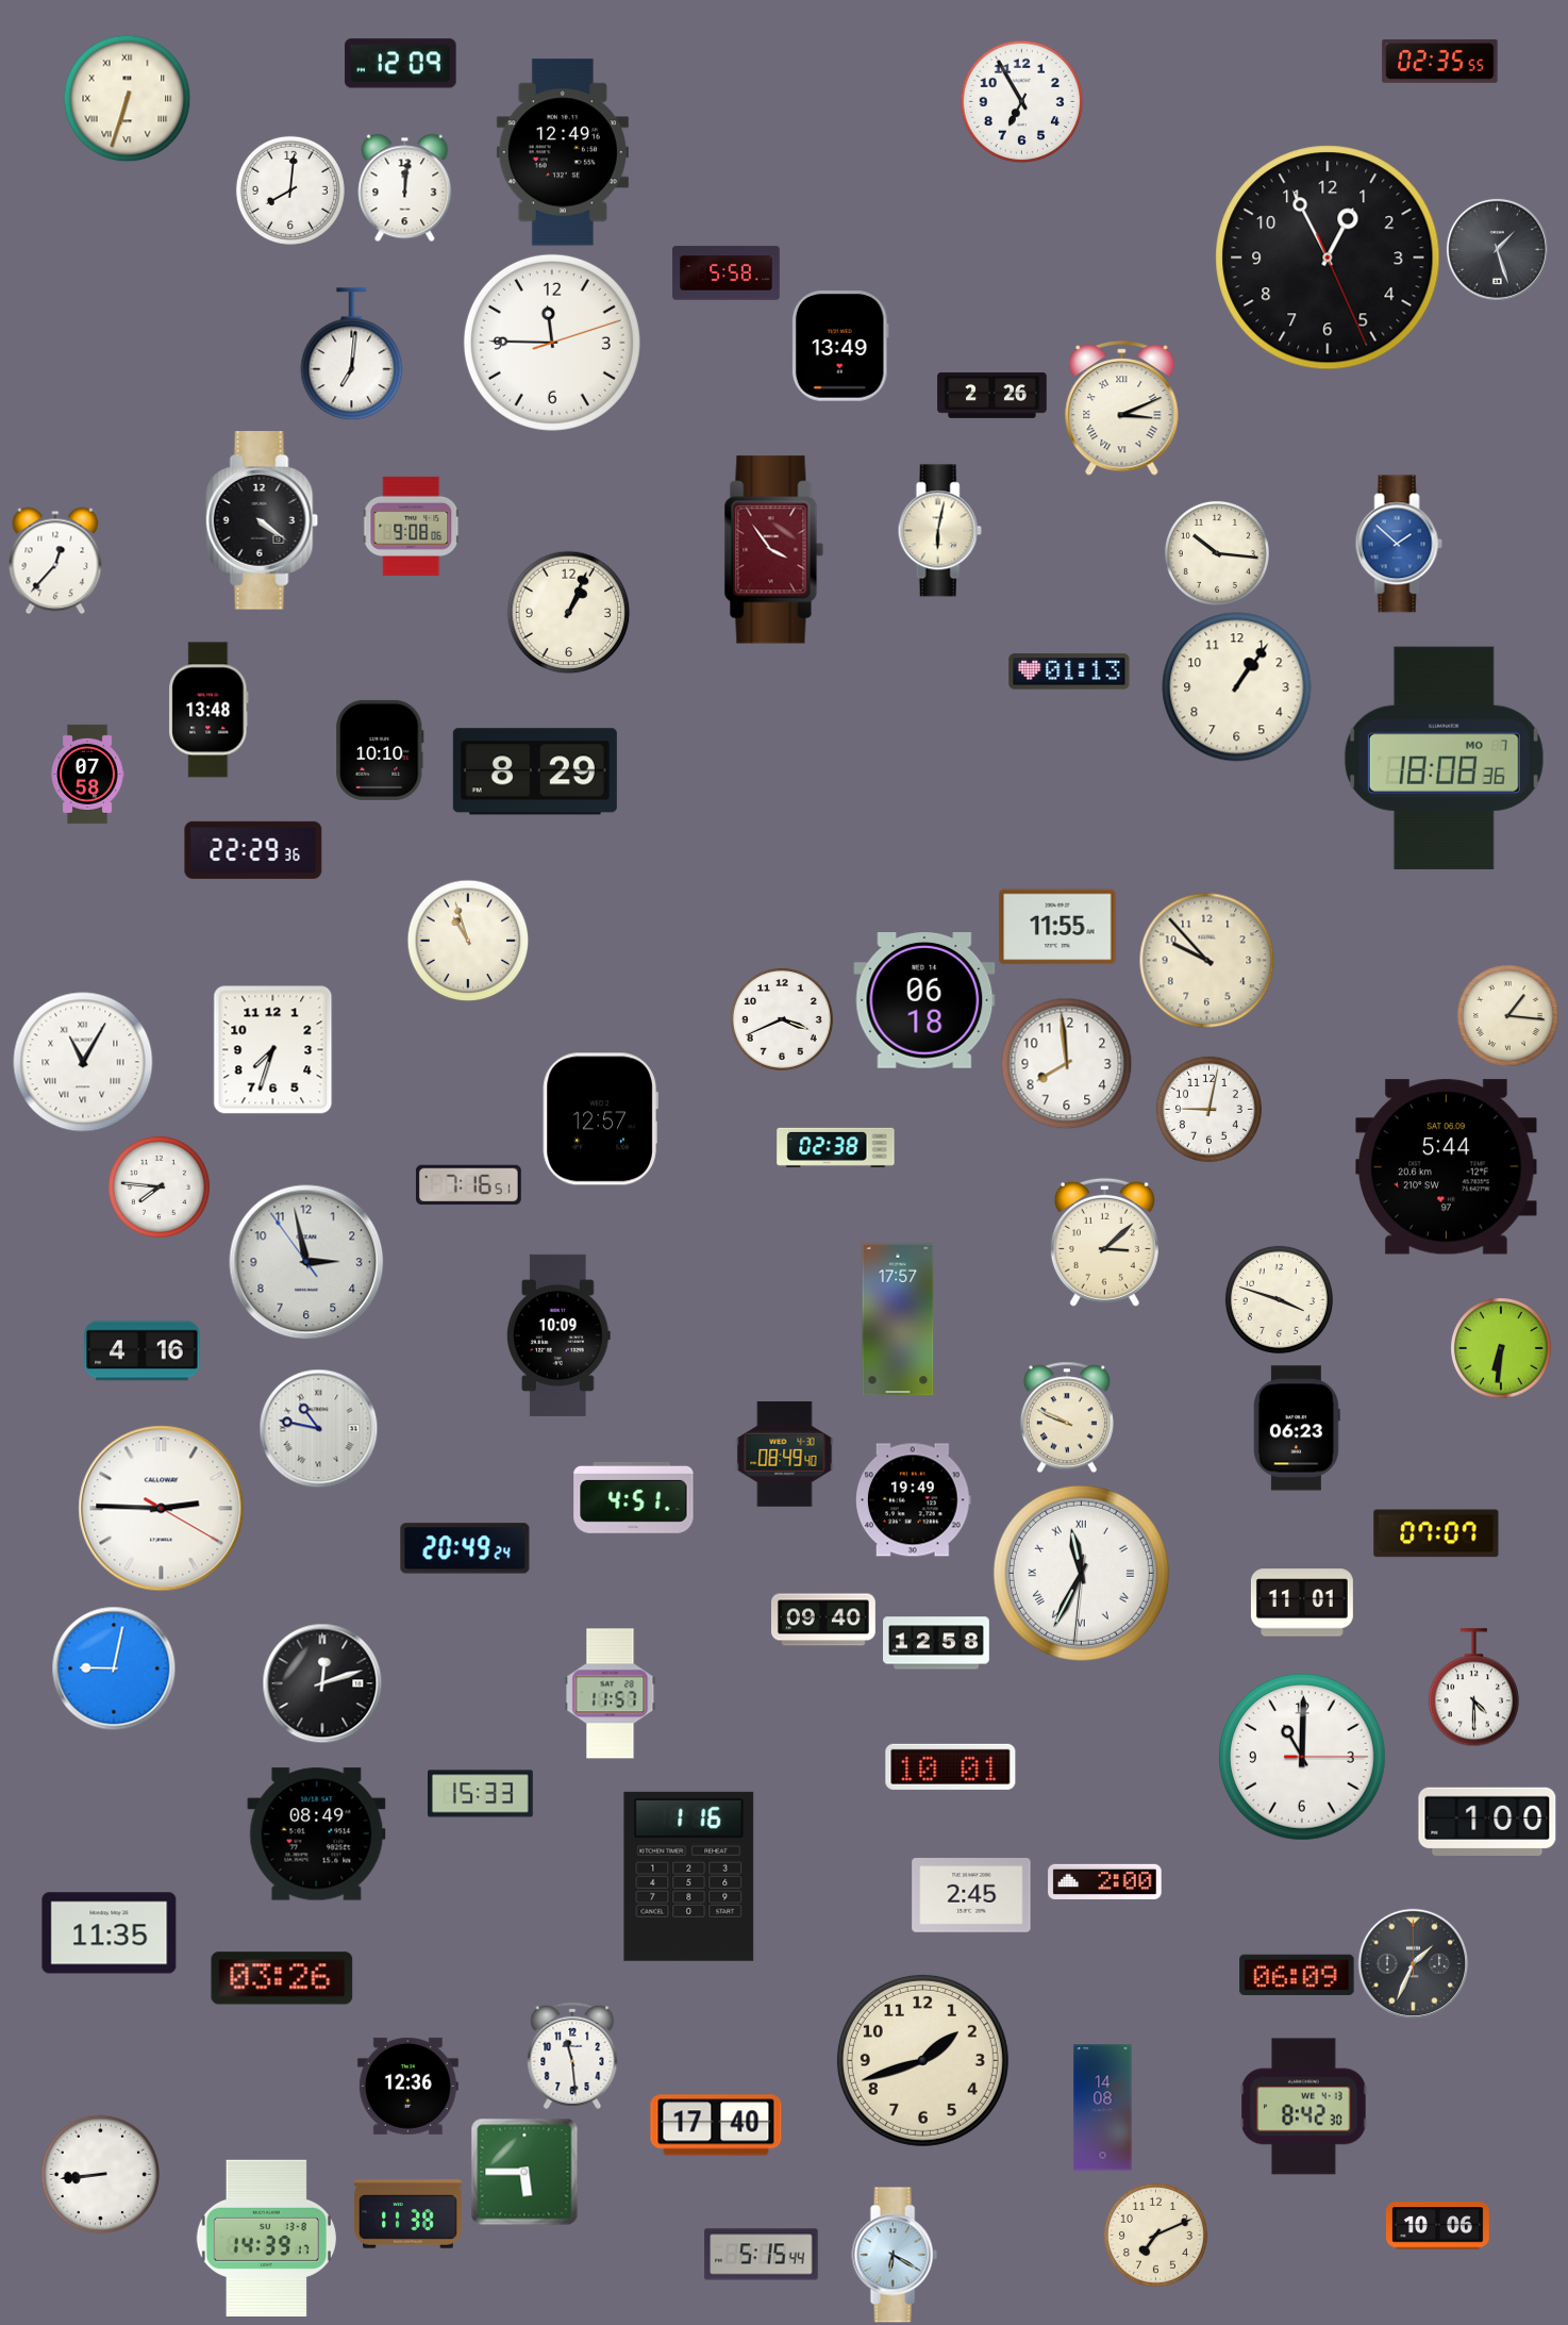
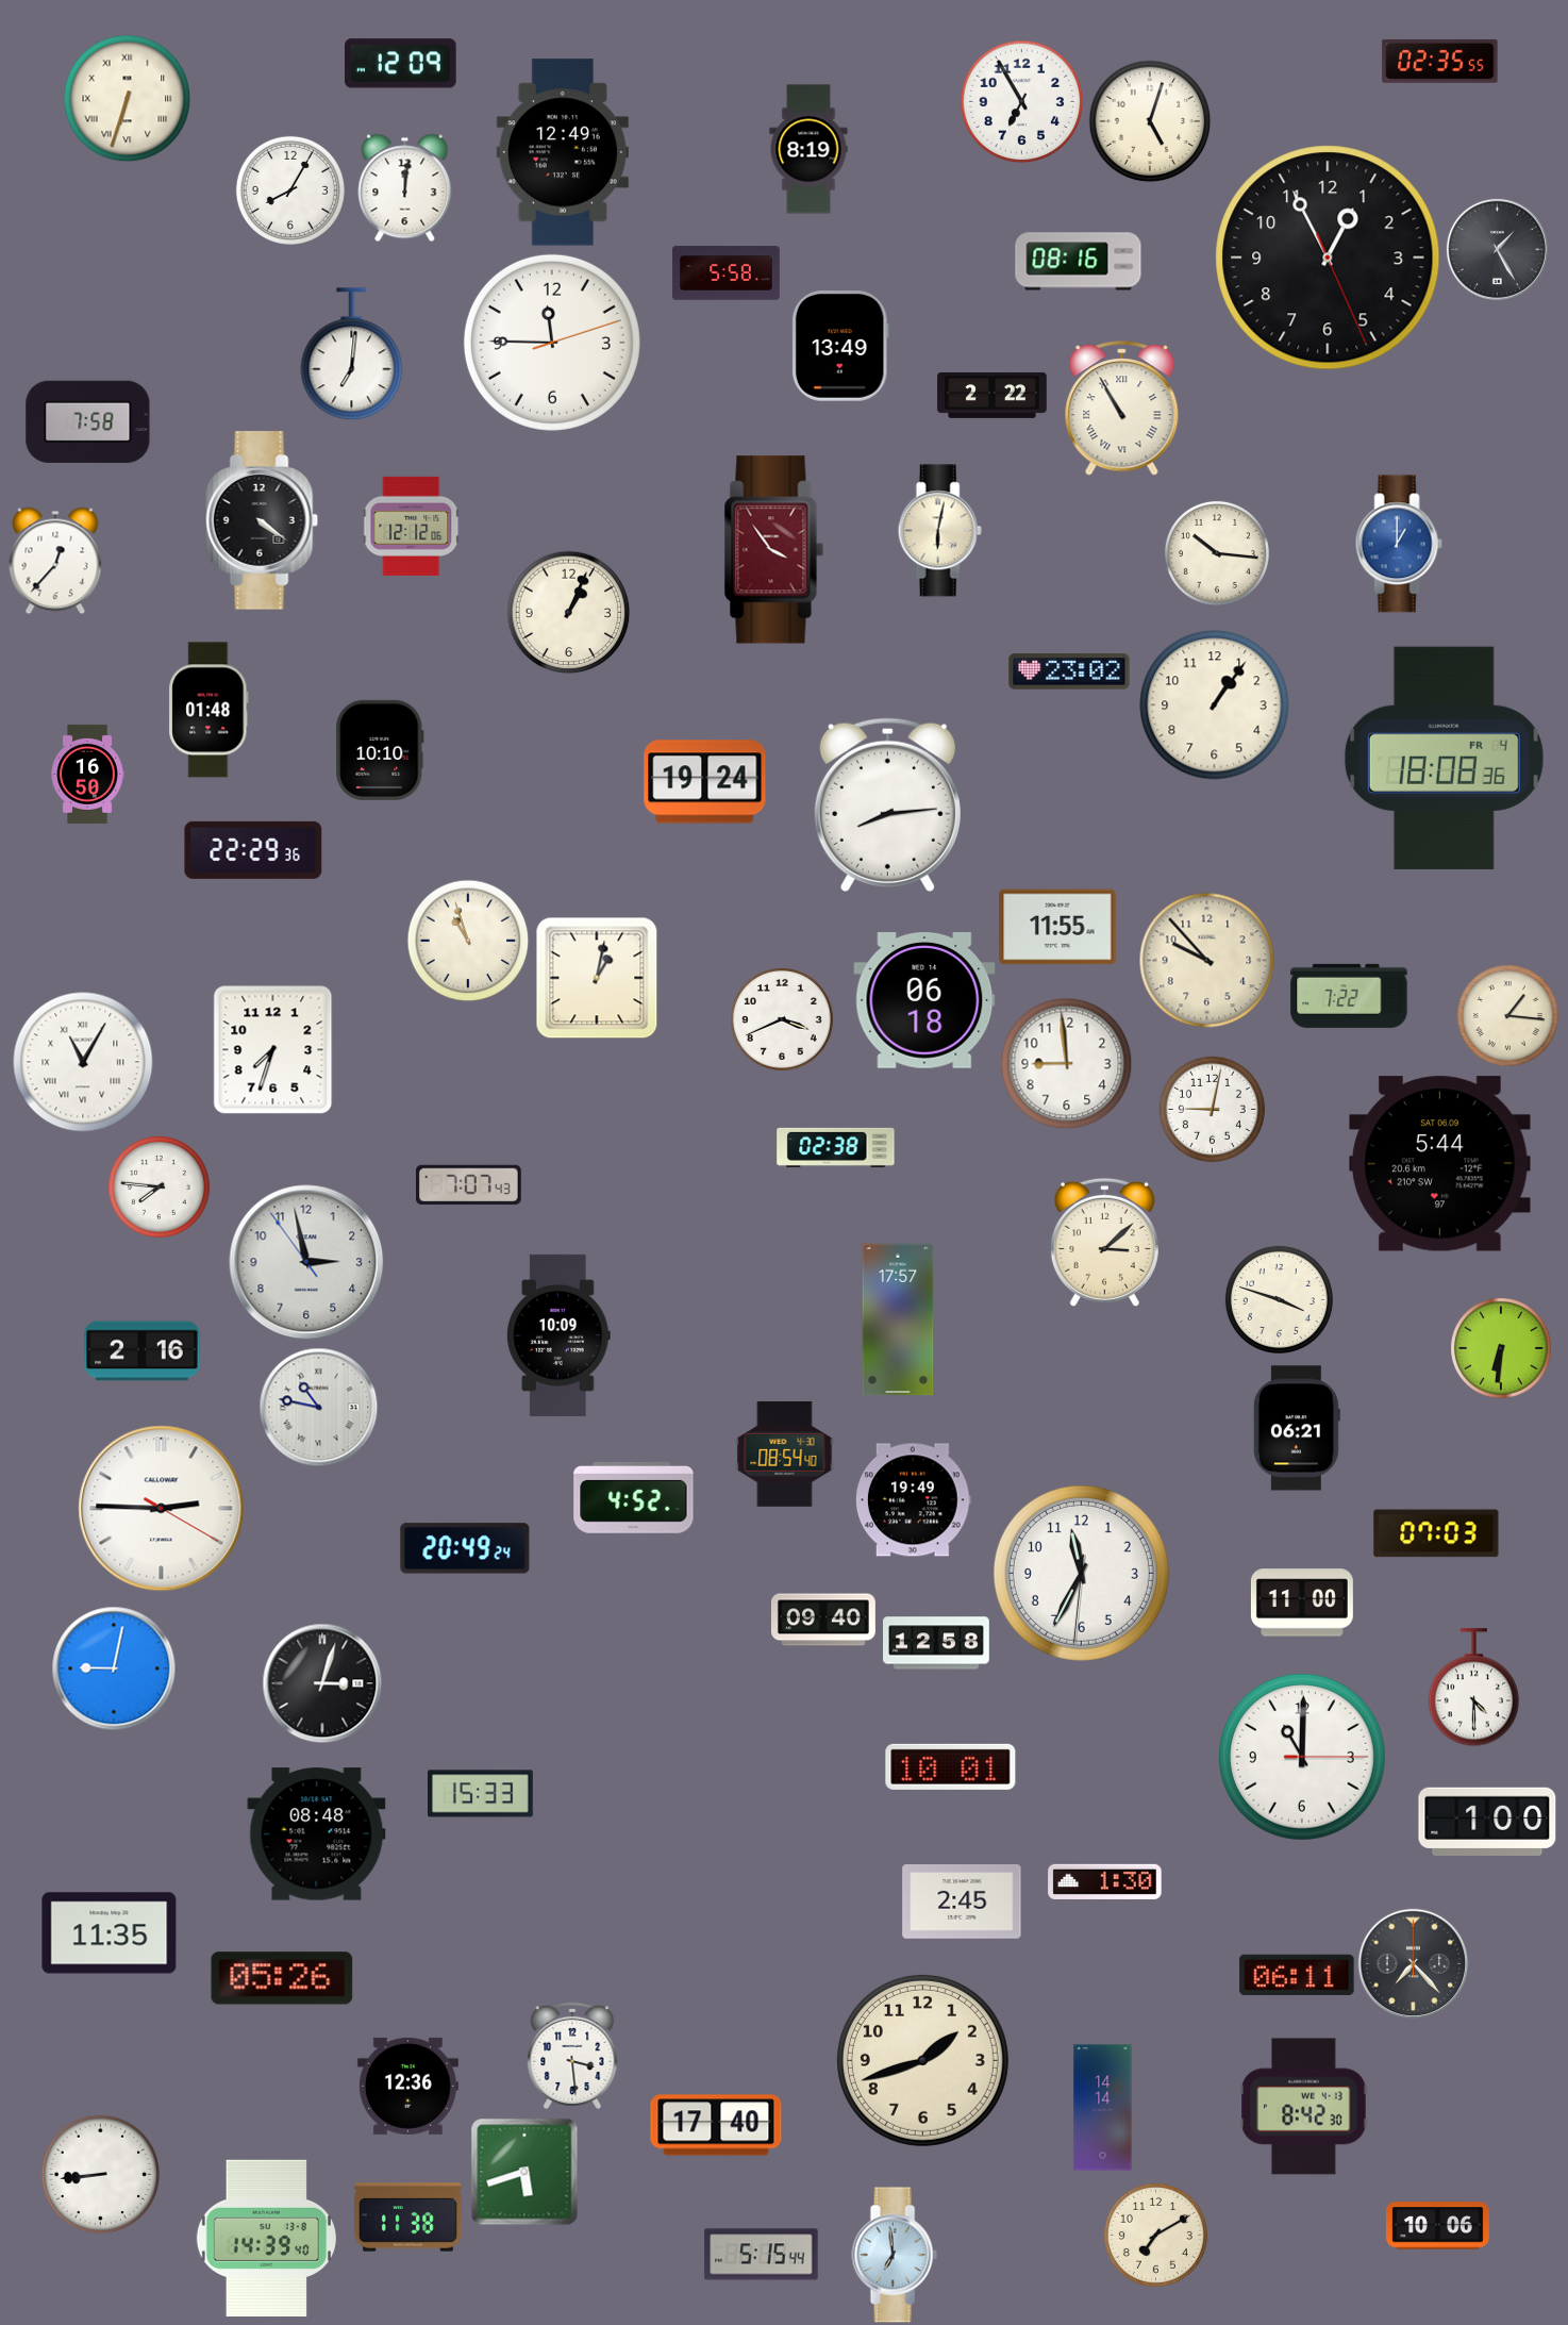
clock at (1150, 121): none -> 5:03
clock at (808, 149): none -> 8:19
clock at (290, 190): 8:01 -> 8:05
clock at (1497, 249): 1:27 -> 1:25
clock at (1079, 262): none -> 08:16
clock at (992, 395): 2:26 -> 2:22
clock at (1122, 409): 3:11 -> 10:55
clock at (88, 421): none -> 7:58
clock at (412, 526): 9:08 -> 12:12
clock at (1399, 544): 1:52 -> 1:00
clock at (1069, 671): 01:13 -> 23:02
clock at (1237, 687) position: (1237, 687) -> (1215, 705)
clock at (208, 710): 13:48 -> 01:48
clock at (1444, 758) date: MO 7 -> FR 4
clock at (535, 771): 8:29 -> none
clock at (87, 774): 07:58 -> 16:50
clock at (705, 782): none -> 19:24
clock at (887, 804): none -> 8:14
clock at (597, 978): none -> 1:02
clock at (1349, 996): none -> 7:22
clock at (1066, 1063): 7:59 -> 8:59
clock at (1208, 1109) position: (1208, 1109) -> (1212, 1109)
clock at (600, 1119): 12:57 -> none
clock at (1447, 1167) position: (1447, 1167) -> (1440, 1164)
clock at (468, 1185): 7:16 -> 7:07
clock at (143, 1351): 4:16 -> 2:16
clock at (1067, 1417): 9:49 -> none
clock at (318, 1428) position: (318, 1428) -> (318, 1407)
clock at (1297, 1428): 06:23 -> 06:21
clock at (785, 1454): 08:49 -> 08:54
clock at (634, 1497): 4:51 -> 4:52
clock at (1436, 1533): 07:07 -> 07:03
clock at (1081, 1573) numerals: Roman -> Arabic
clock at (1302, 1602): 11:01 -> 11:00
clock at (322, 1683): 12:12 -> 3:03
clock at (611, 1694): 11:57 -> none
clock at (317, 1834): 08:49 -> 08:48
clock at (689, 1876): 1:16 -> none
clock at (1105, 1881): 2:00 -> 1:30
clock at (971, 1896) position: (971, 1896) -> (962, 1903)
clock at (1413, 1963): 1:34 -> 7:23
clock at (1297, 1975): 06:09 -> 06:11
clock at (282, 1978): 03:26 -> 05:26
clock at (572, 2056): 11:29 -> 3:29
clock at (1103, 2108): 14:08 -> 14:14
clock at (524, 2172): 5:45 -> 5:42
clock at (408, 2214) position: (408, 2214) -> (408, 2218)
clock at (1155, 2235): 7:11 -> 7:10
clock at (266, 2238): 14:39:17 -> 14:39:40
clock at (895, 2255): 6:20 -> 6:59
